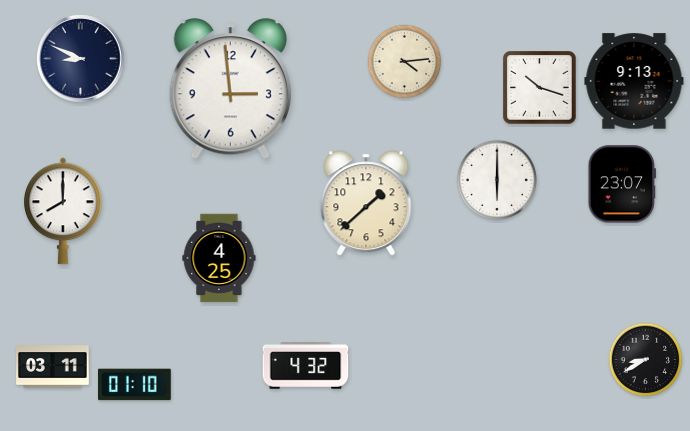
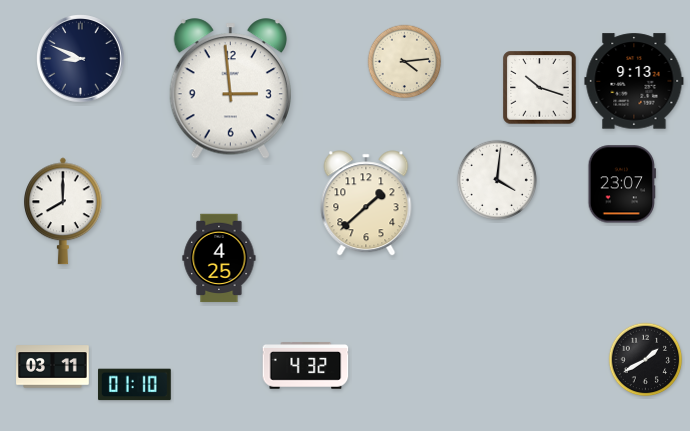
clock at (497, 180): 6:00 -> 4:01
clock at (646, 360): 8:40 -> 1:40
